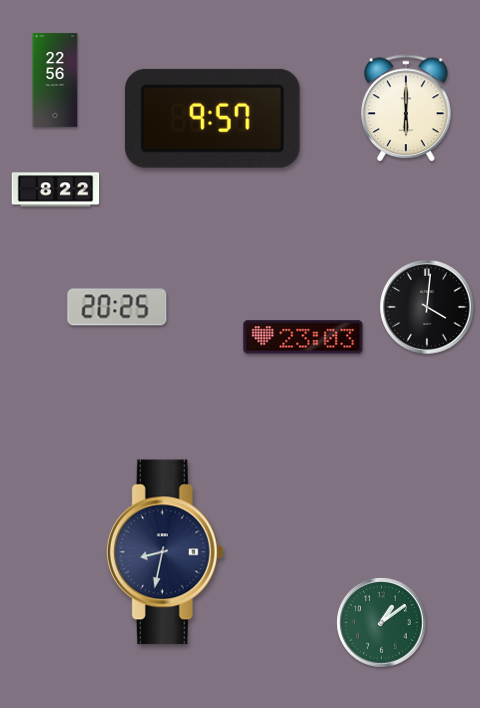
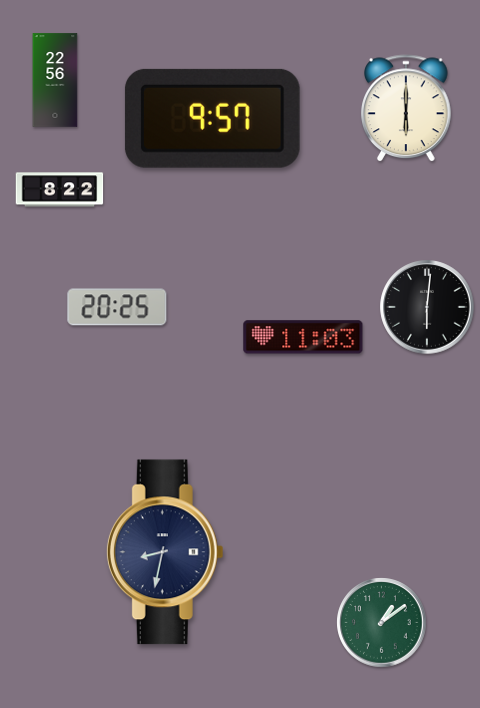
clock at (56, 190) position: (56, 190) -> (60, 190)
clock at (427, 307): 4:01 -> 6:01
clock at (303, 337): 23:03 -> 11:03
